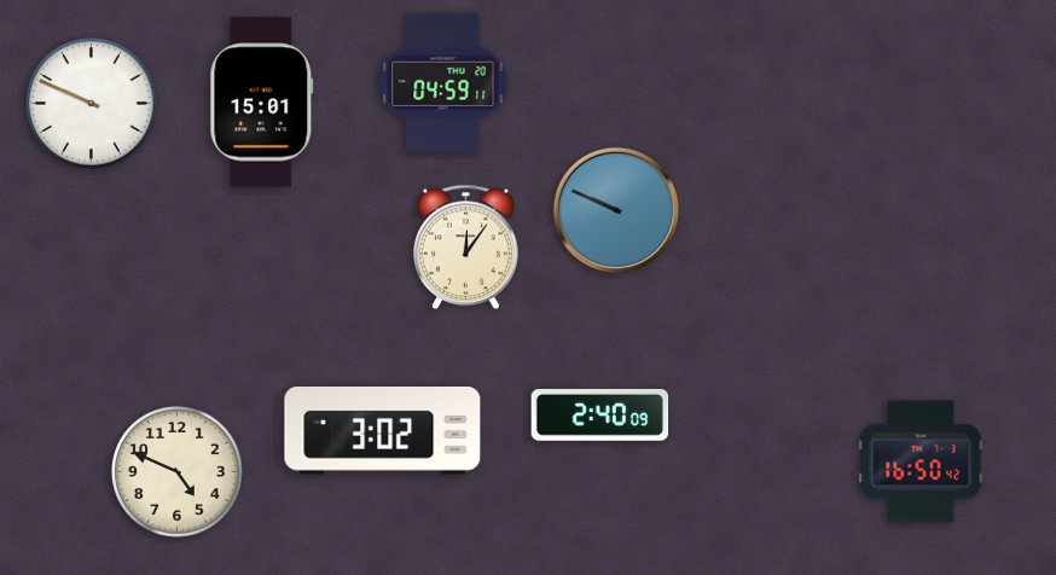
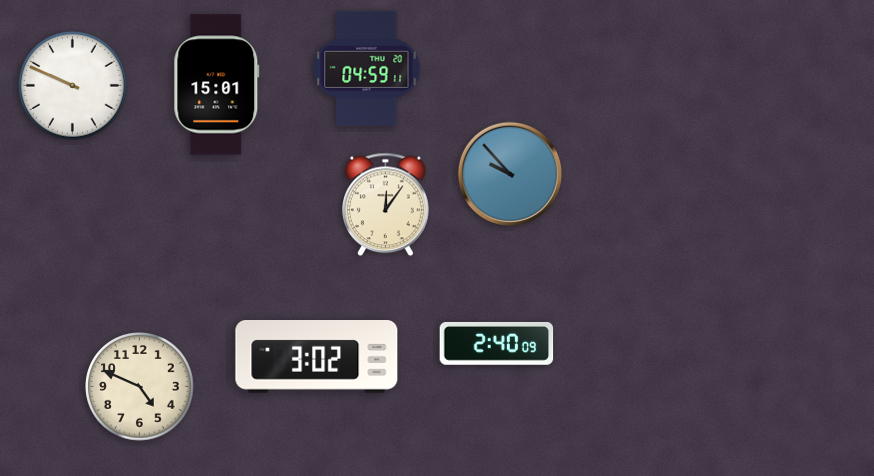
clock at (92, 104) position: (92, 104) -> (73, 86)
clock at (615, 209): 9:49 -> 9:53
clock at (921, 461): 16:50 -> none
clock at (178, 472) position: (178, 472) -> (140, 387)
